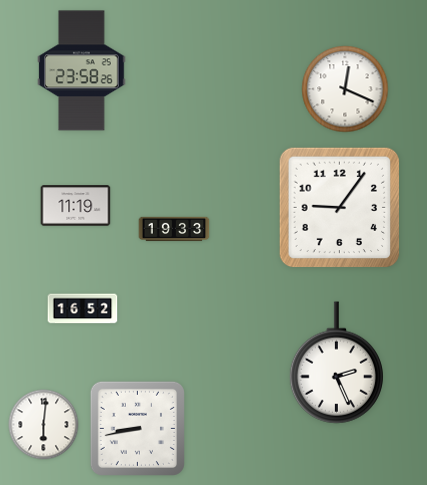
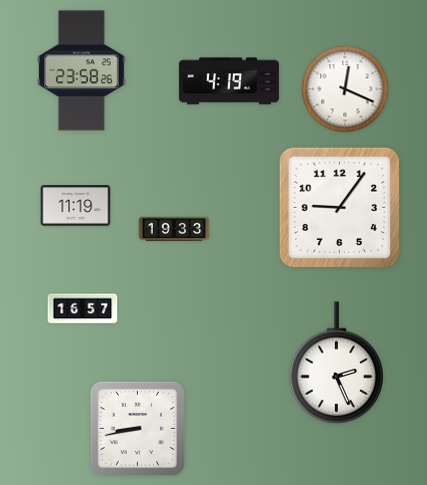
clock at (229, 81): none -> 4:19
clock at (83, 309): 16:52 -> 16:57
clock at (44, 425): 6:01 -> none
